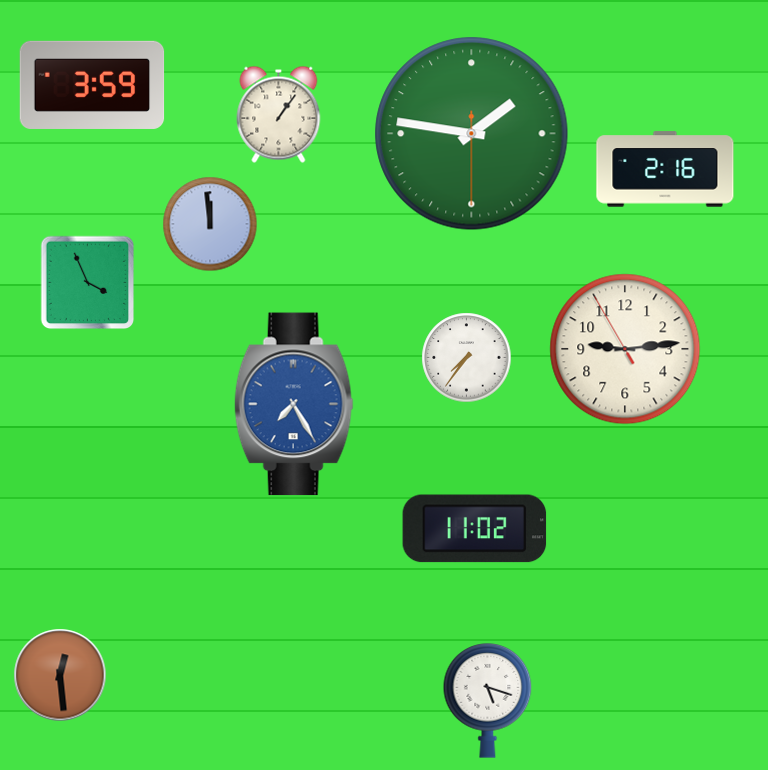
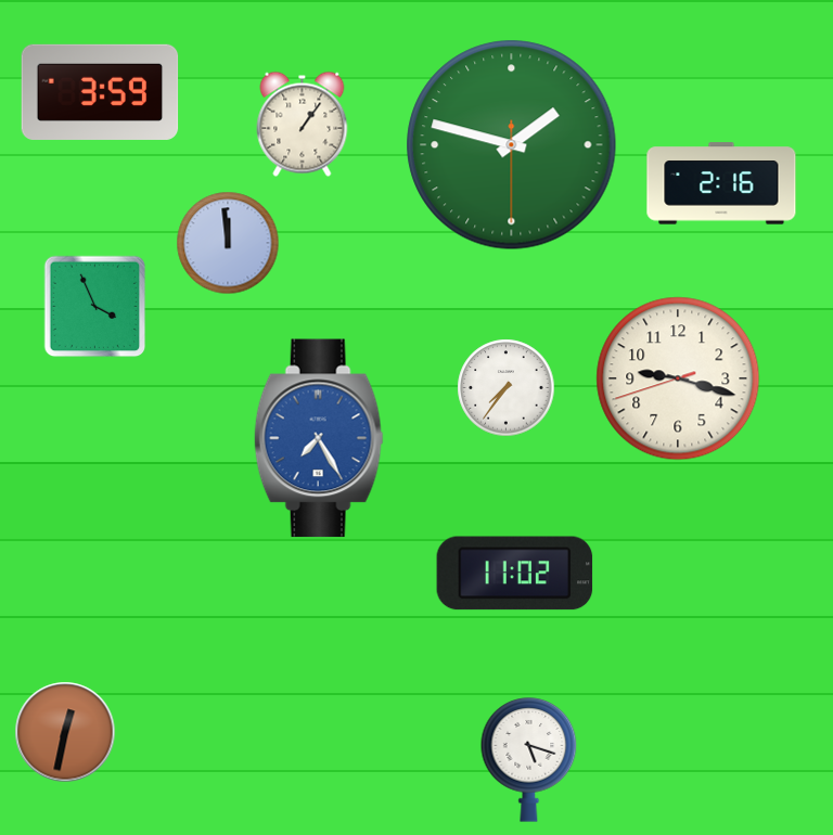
clock at (472, 134): 1:46 -> 1:47
clock at (625, 349): 9:13 -> 9:17
clock at (60, 675): 12:29 -> 12:32
